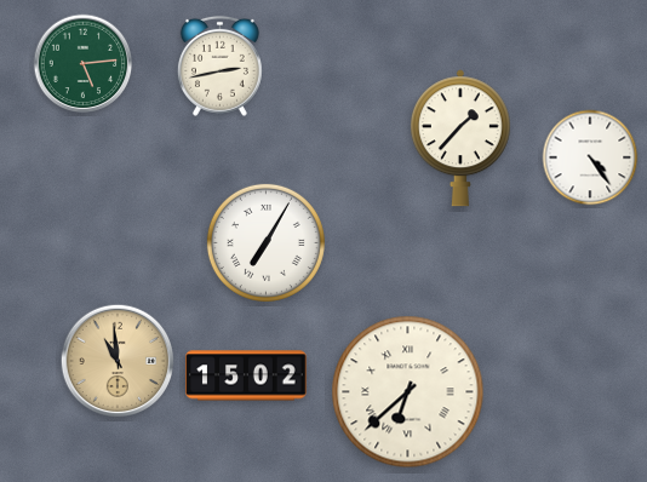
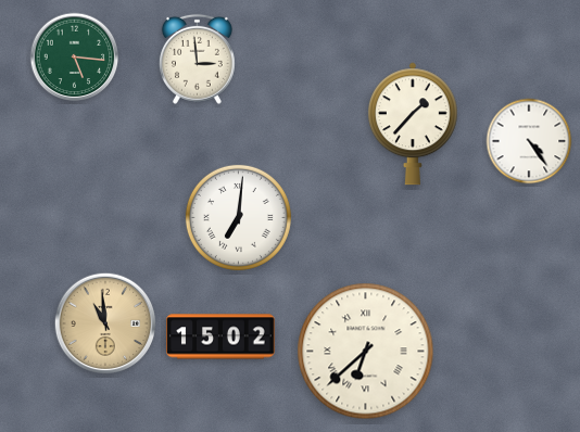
clock at (84, 64): 5:14 -> 5:16
clock at (219, 65): 2:43 -> 2:59
clock at (265, 242): 7:05 -> 7:01
